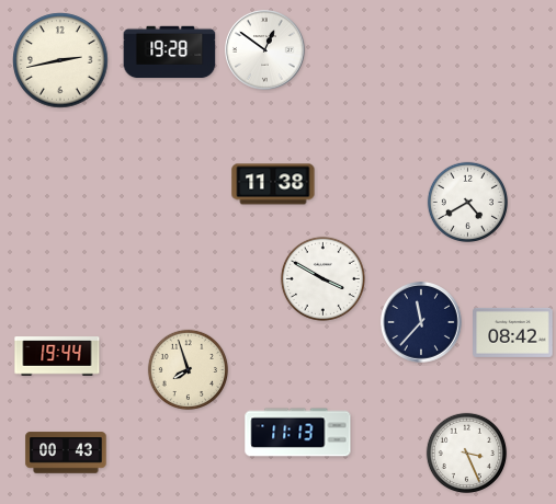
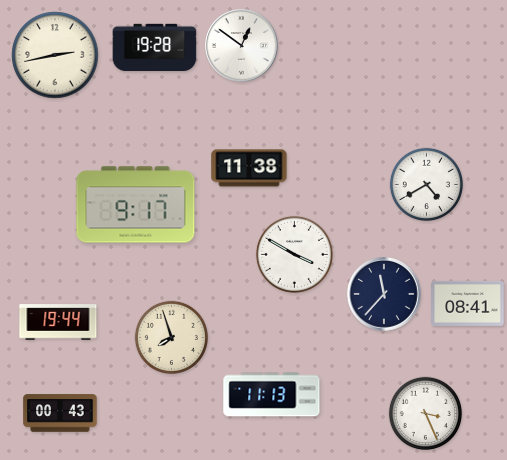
clock at (136, 205): none -> 9:17
clock at (513, 332): 08:42 -> 08:41
clock at (57, 356) position: (57, 356) -> (58, 322)
